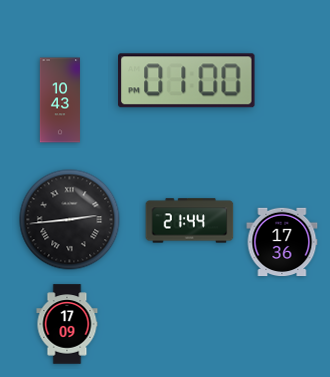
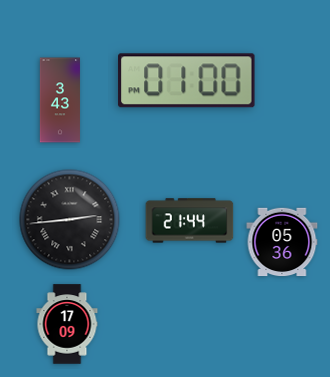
clock at (60, 100): 10:43 -> 3:43
clock at (282, 242): 17:36 -> 05:36
